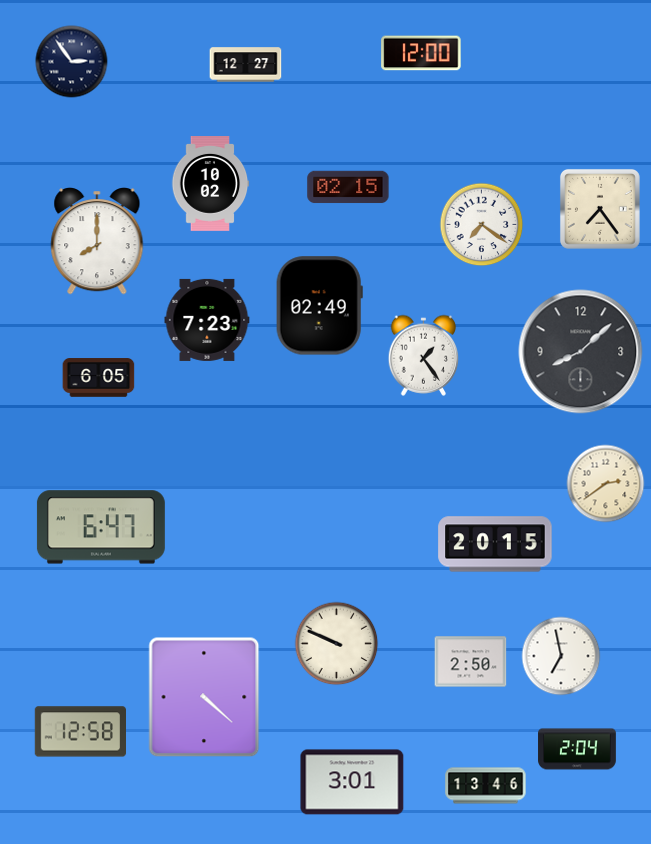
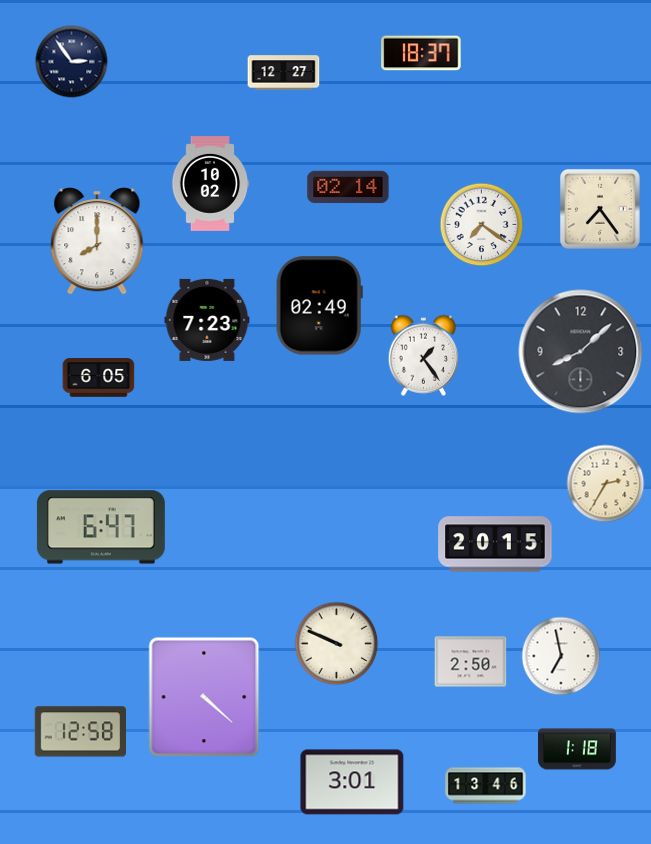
clock at (421, 53): 12:00 -> 18:37
clock at (246, 65) position: (246, 65) -> (284, 73)
clock at (348, 187): 02:15 -> 02:14
clock at (606, 484): 2:39 -> 2:35
clock at (577, 749): 2:04 -> 1:18
